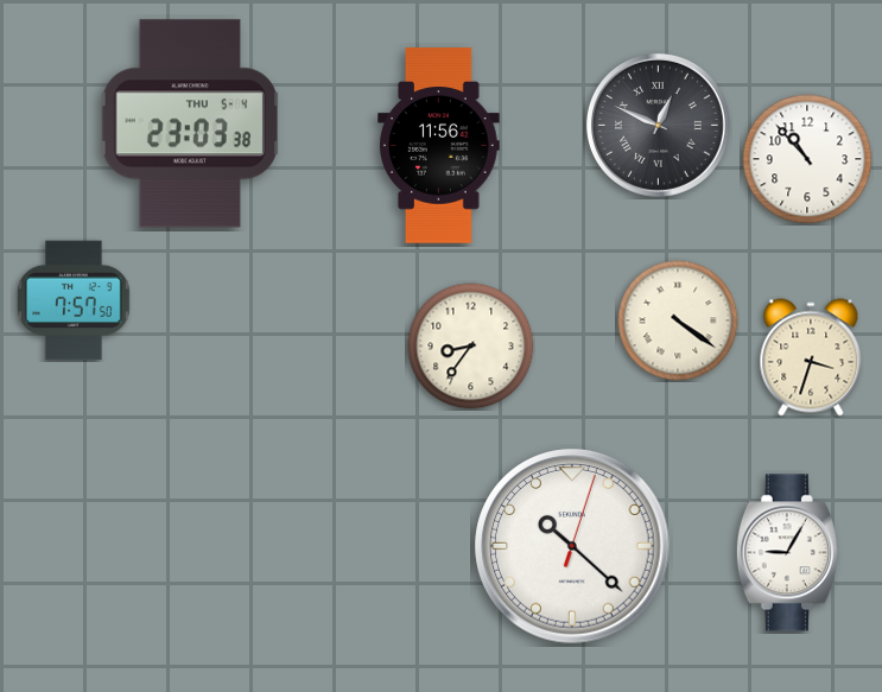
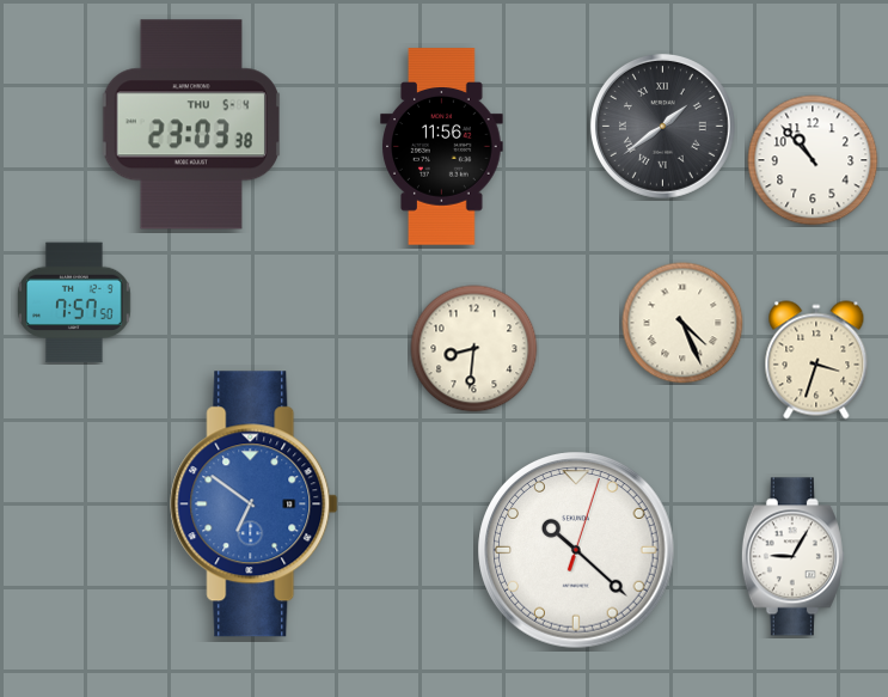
clock at (658, 125): 12:49 -> 1:39
clock at (678, 320): 4:21 -> 4:26
clock at (471, 347): 8:36 -> 8:31
clock at (255, 505): none -> 6:51
